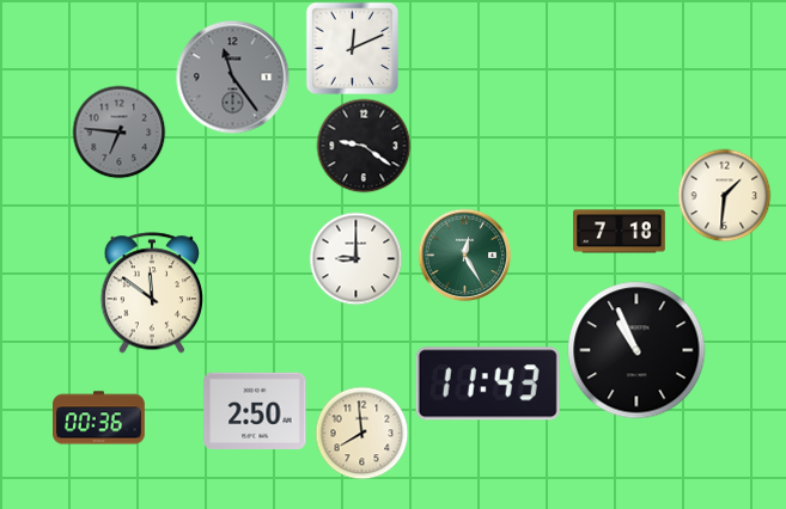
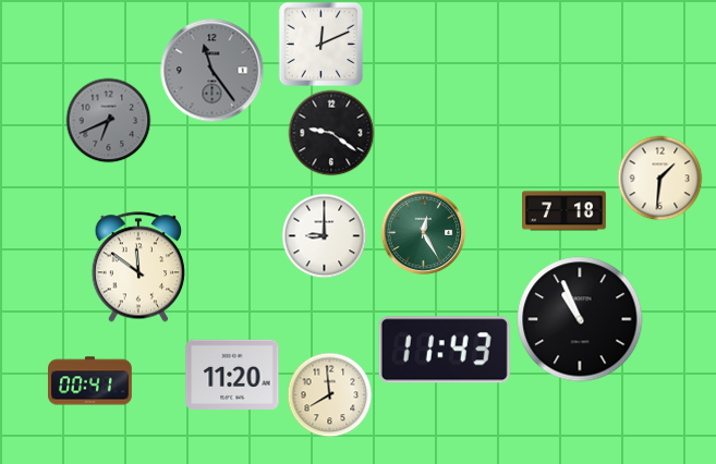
clock at (118, 131): 6:46 -> 6:41
clock at (255, 410): 2:50 -> 11:20
clock at (99, 418): 00:36 -> 00:41
